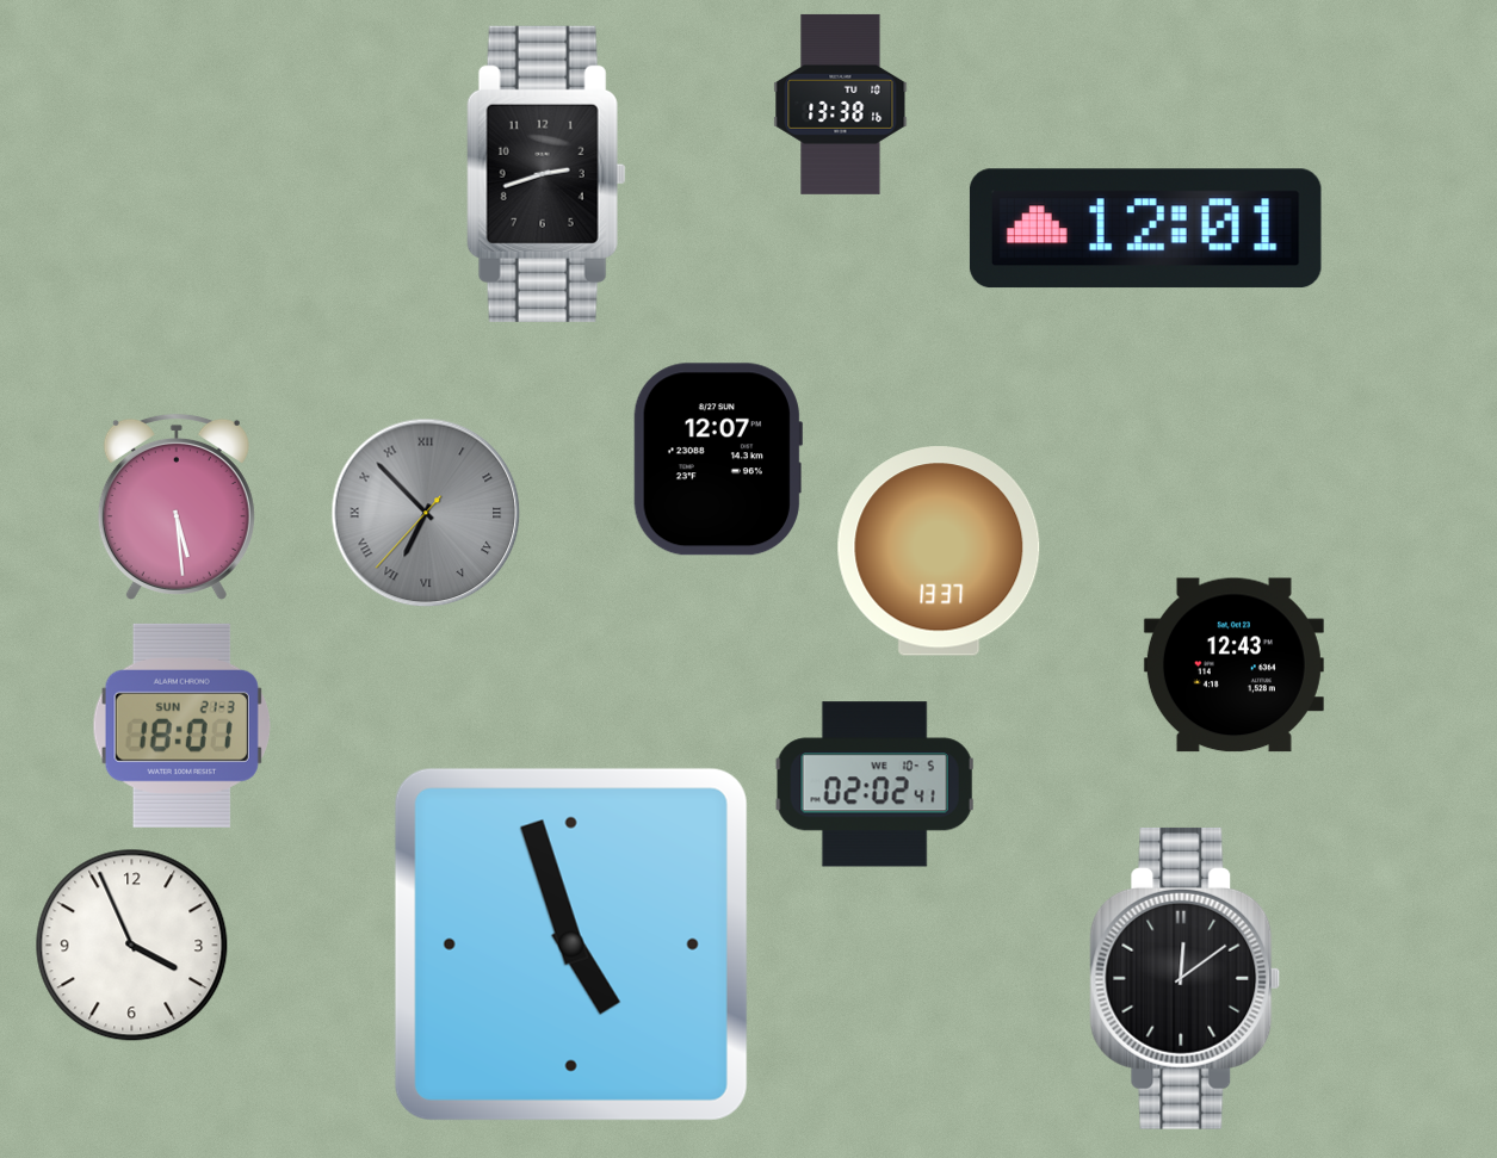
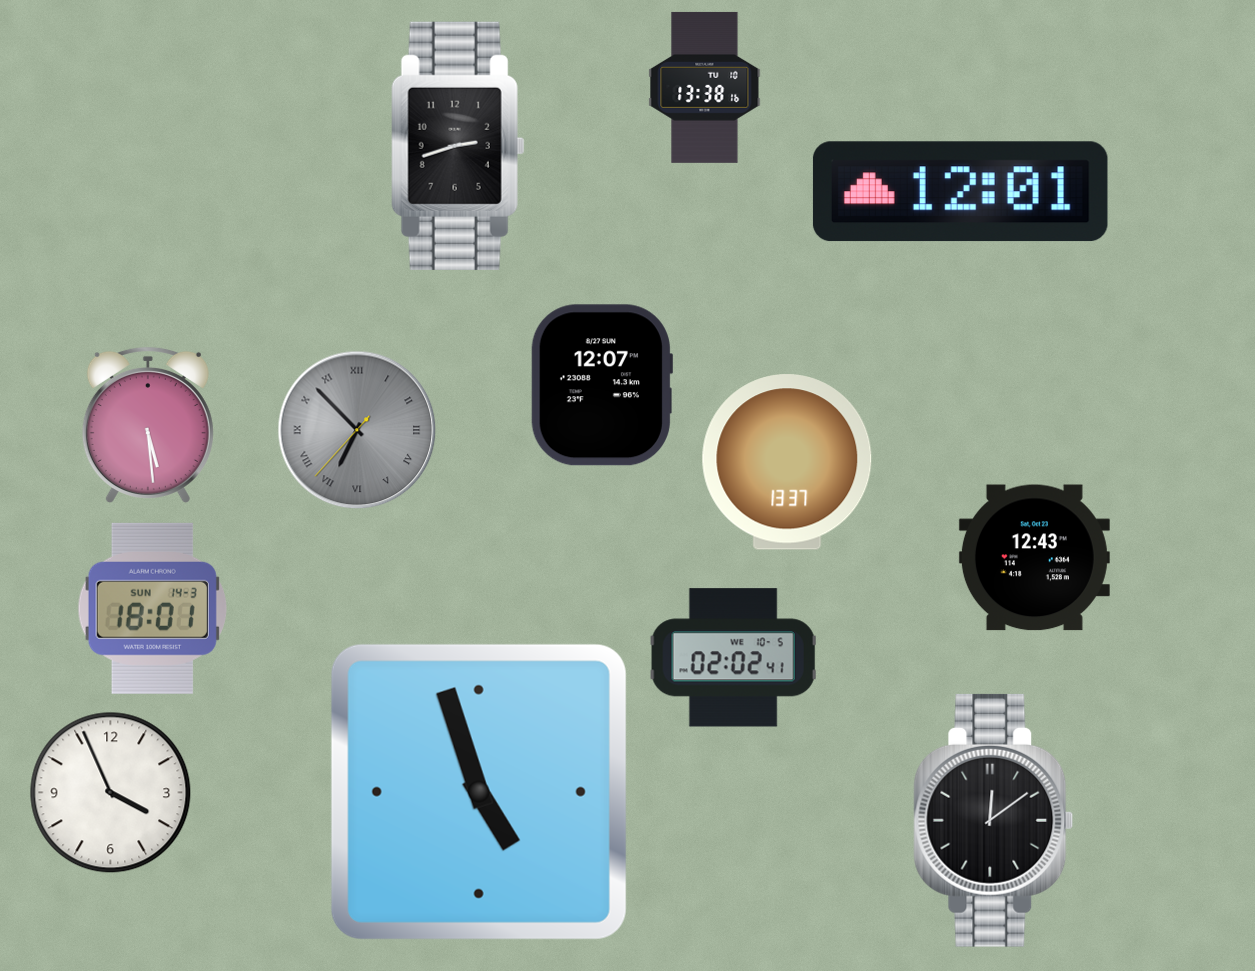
clock at (181, 725) date: SUN 21-3 -> SUN 14-3
